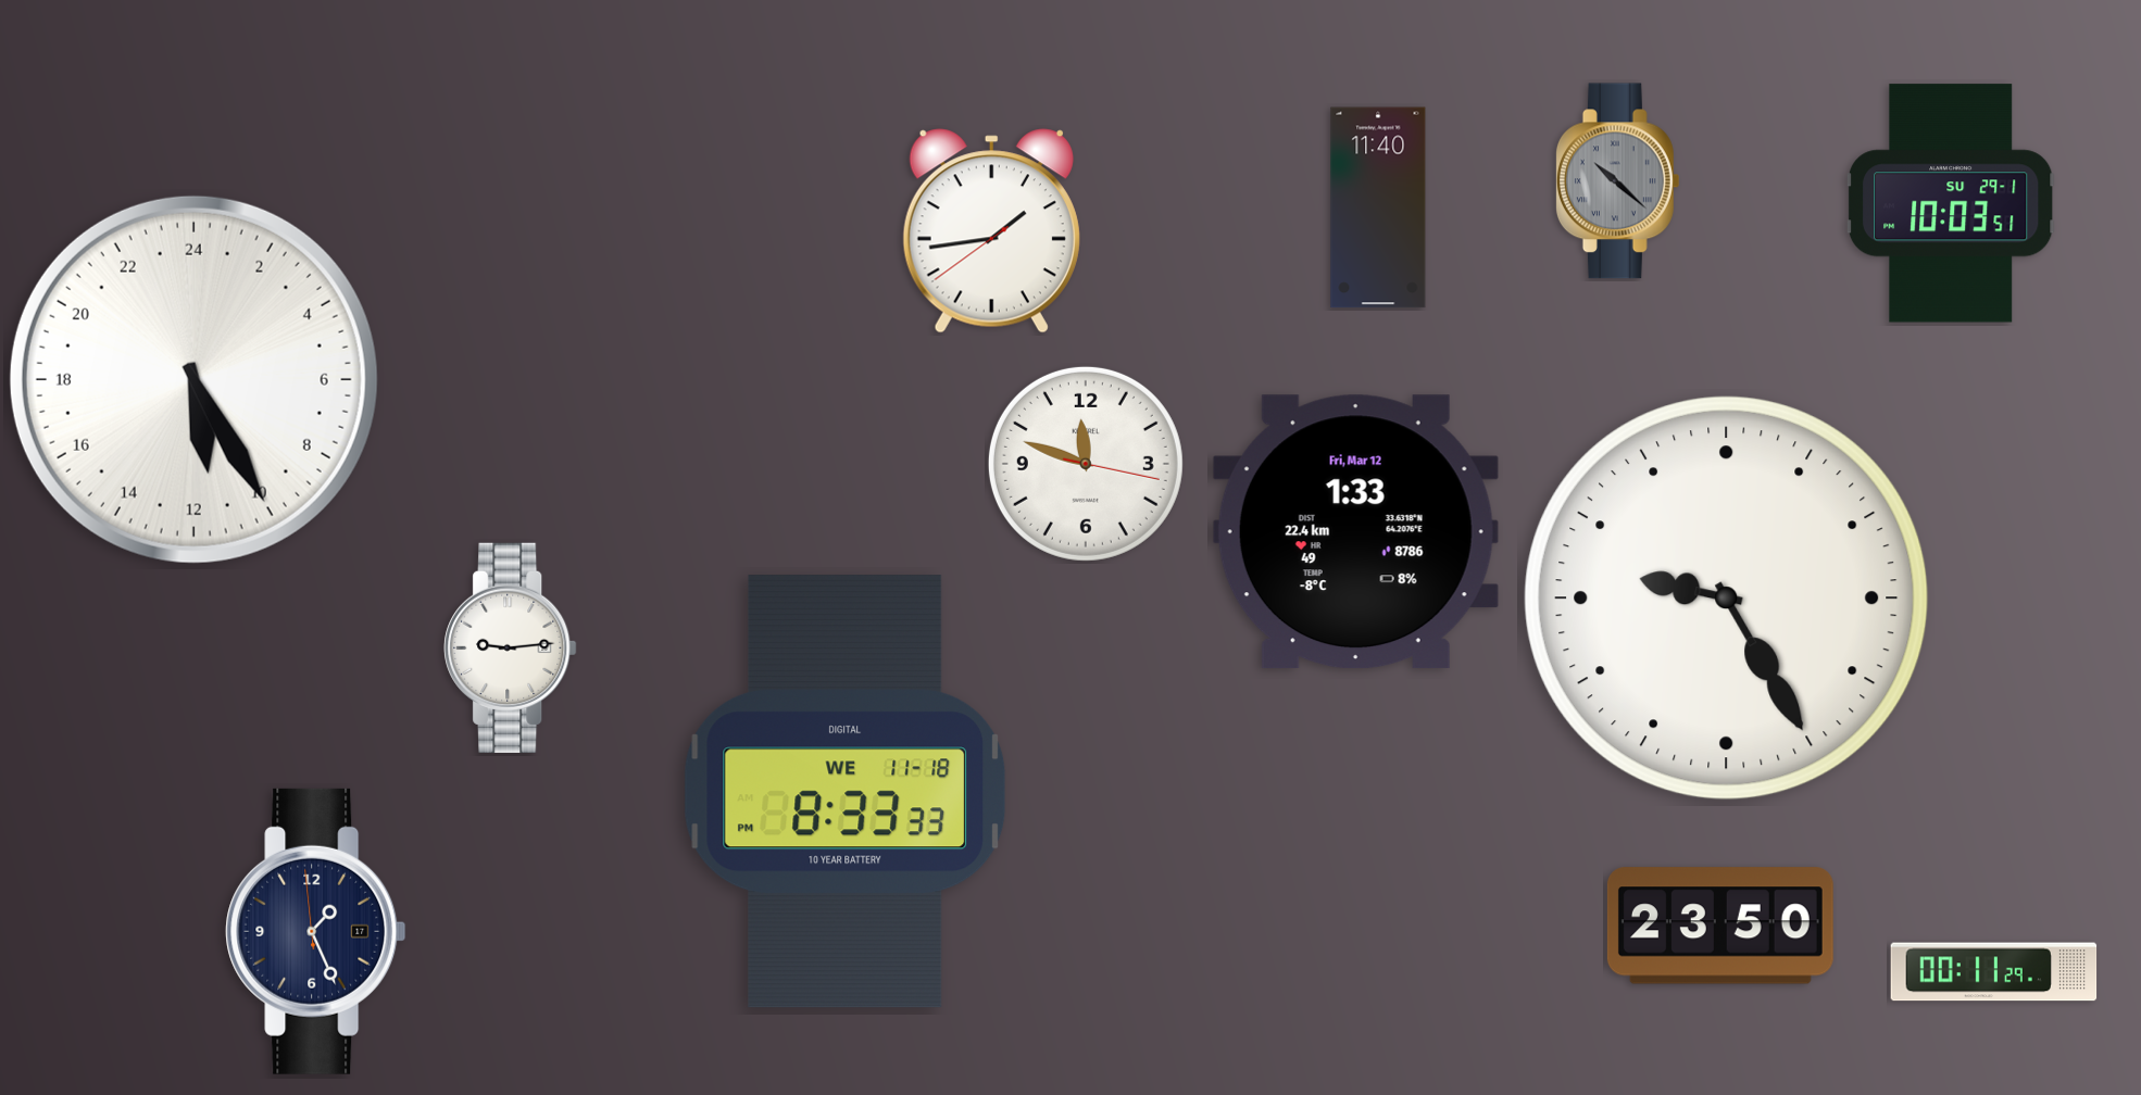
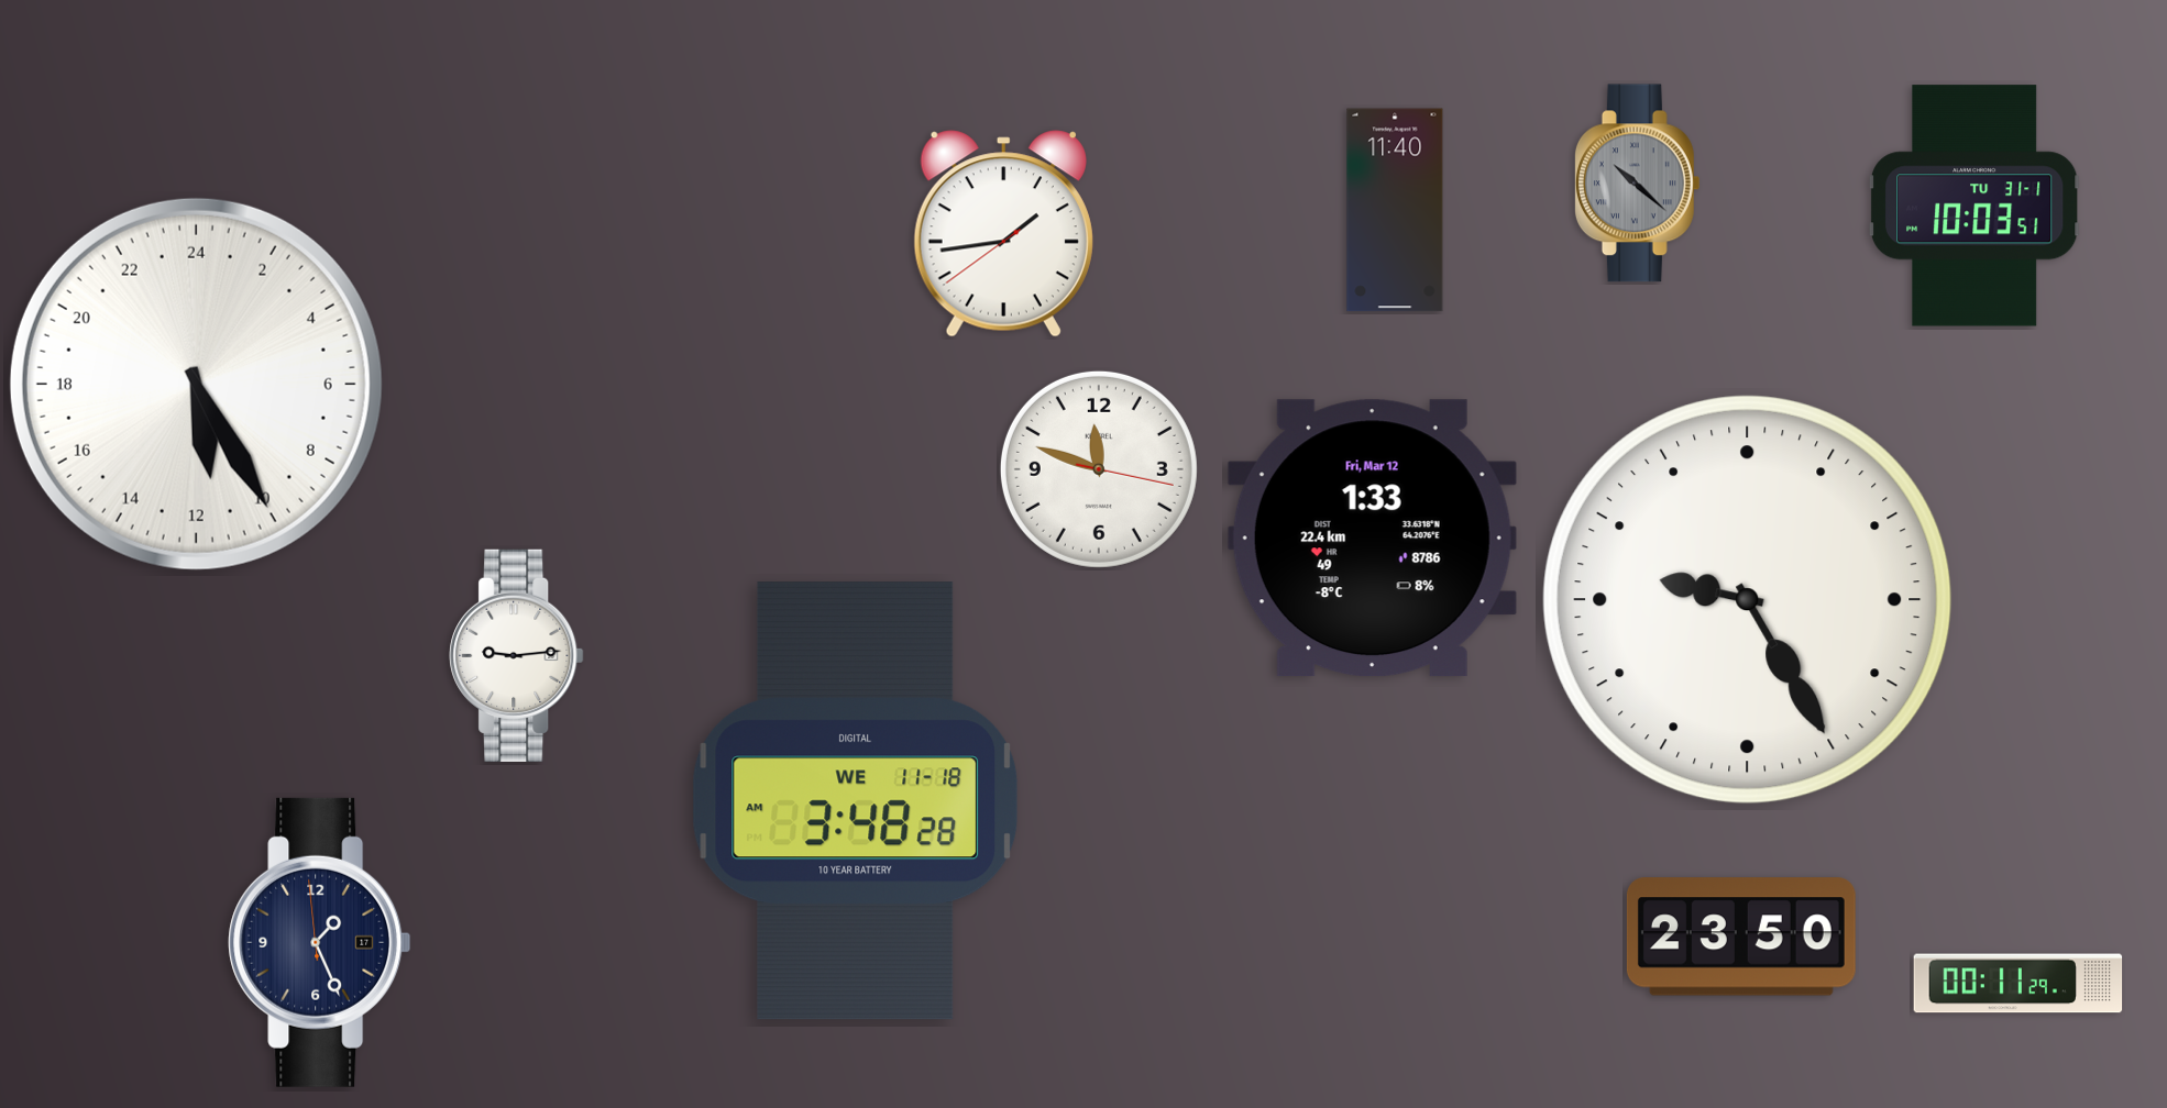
clock at (1951, 203) date: SU 29-1 -> TU 31-1
clock at (1727, 599) position: (1727, 599) -> (1748, 600)
clock at (846, 792): 8:33 -> 3:48
